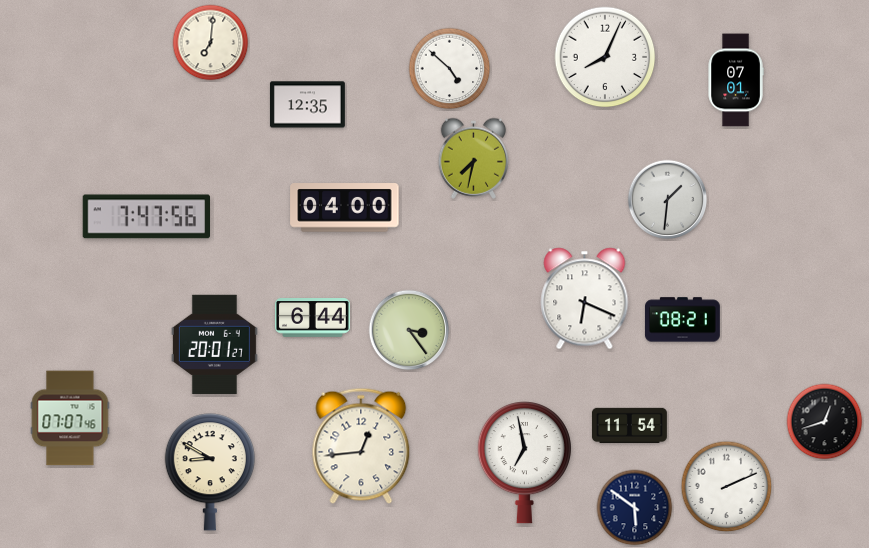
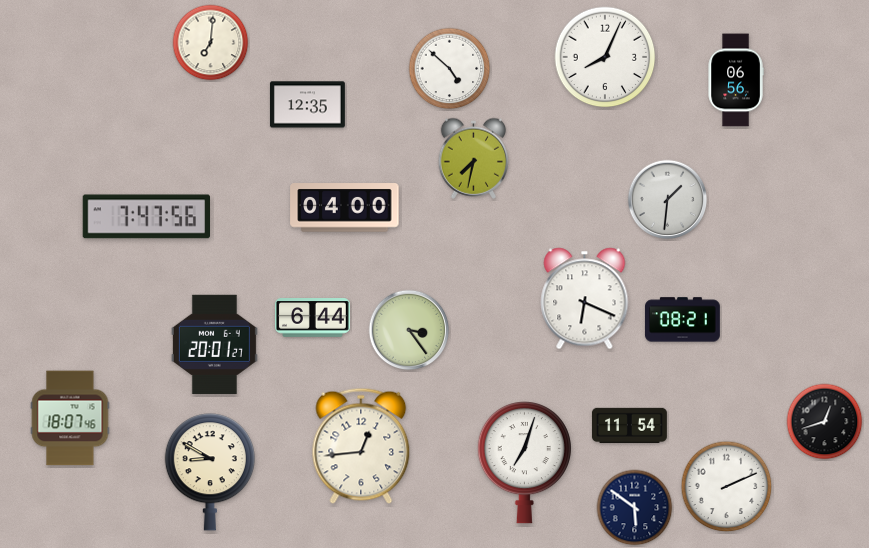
clock at (736, 80): 07:01 -> 06:56
clock at (70, 418): 07:07 -> 18:07
clock at (524, 463): 6:58 -> 7:03
